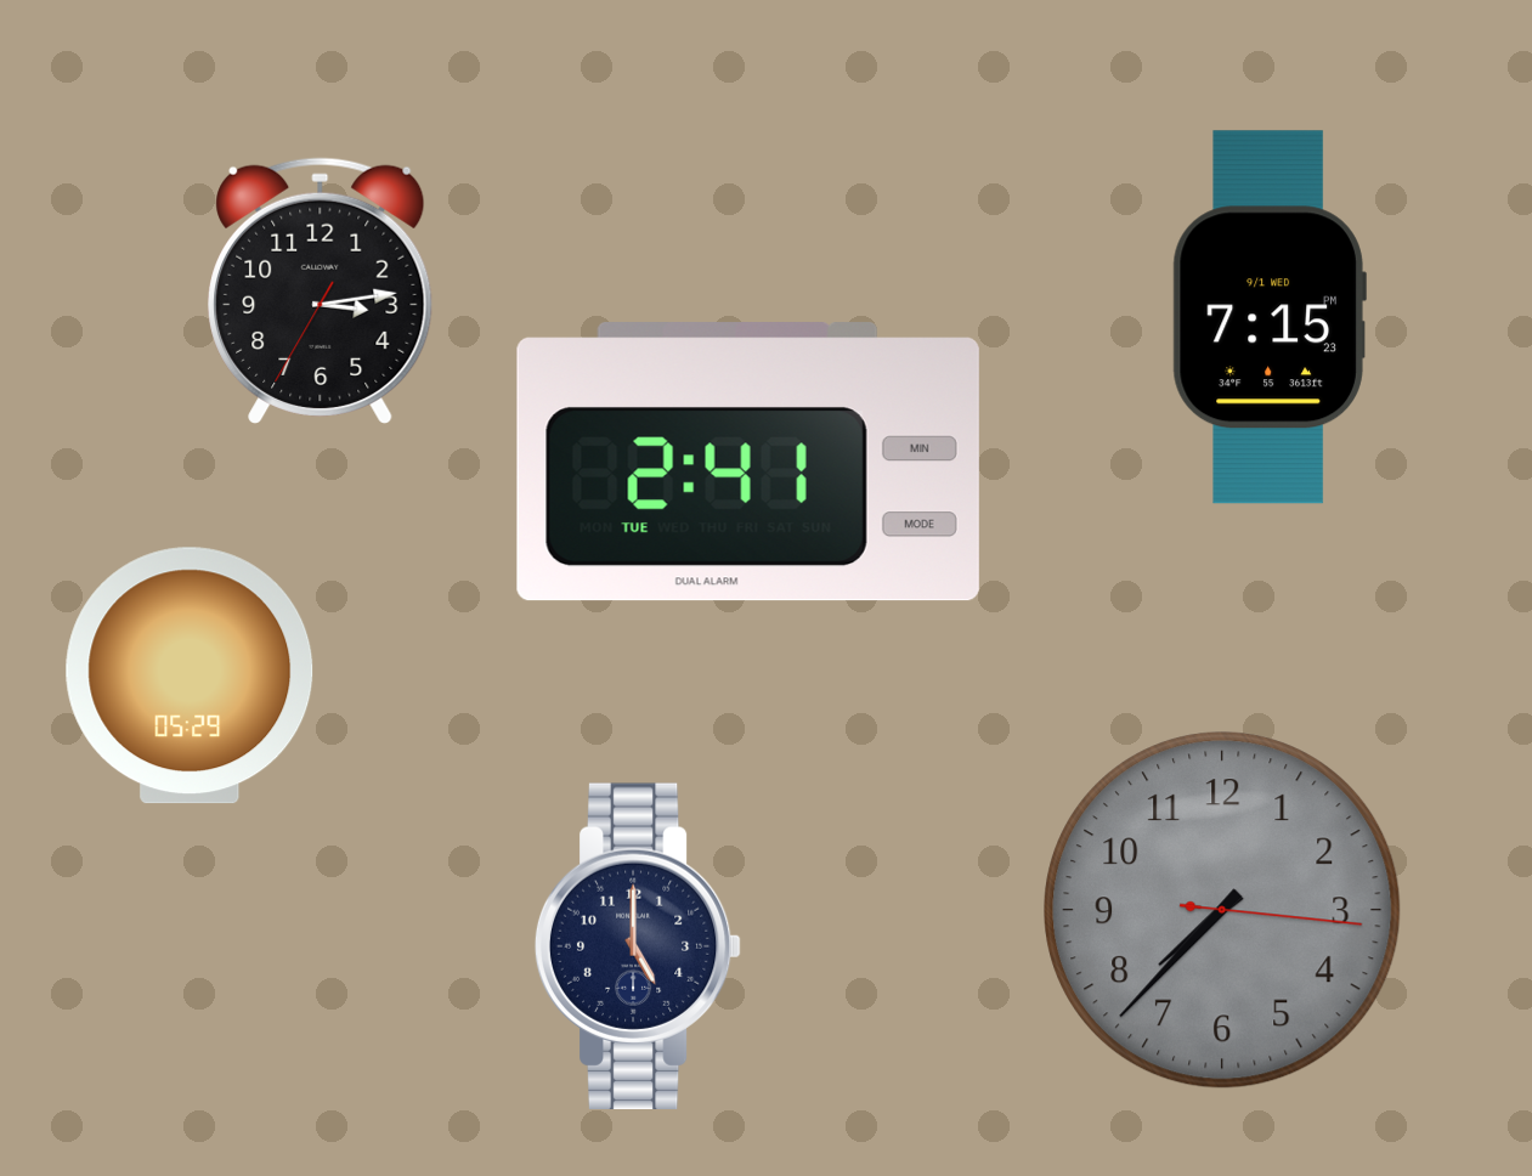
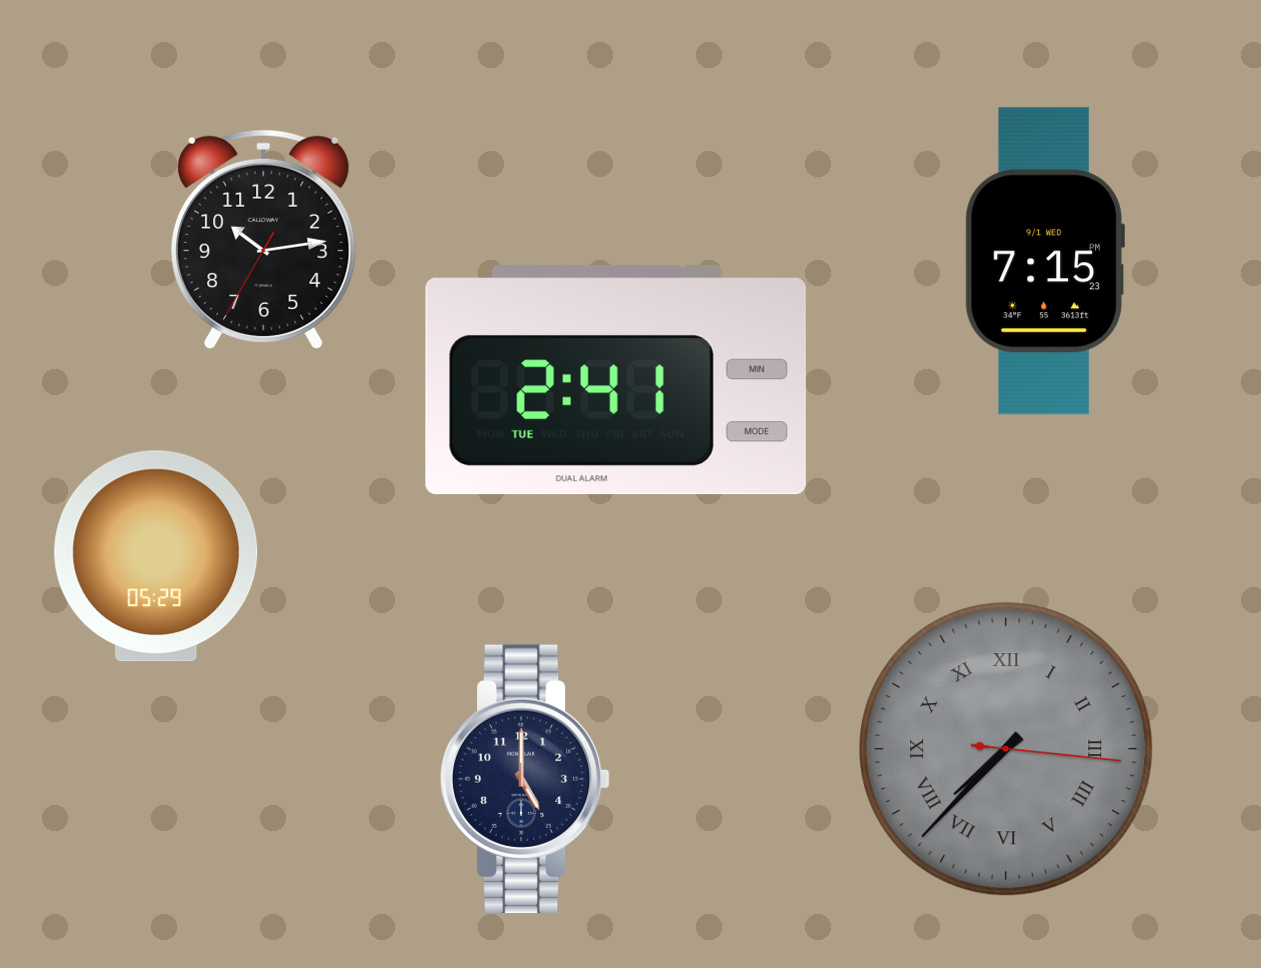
clock at (321, 290): 3:13 -> 10:13
clock at (1222, 910) numerals: Arabic -> Roman
